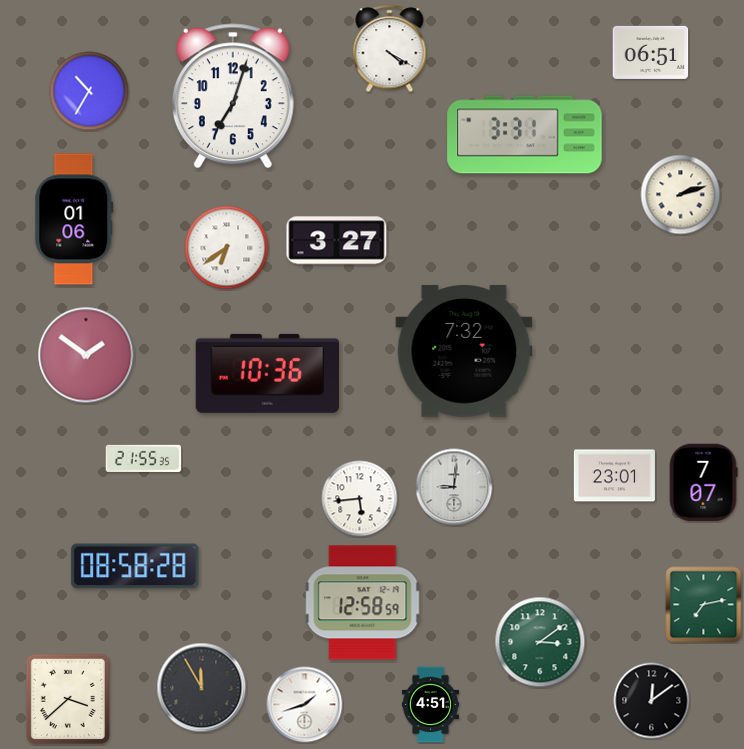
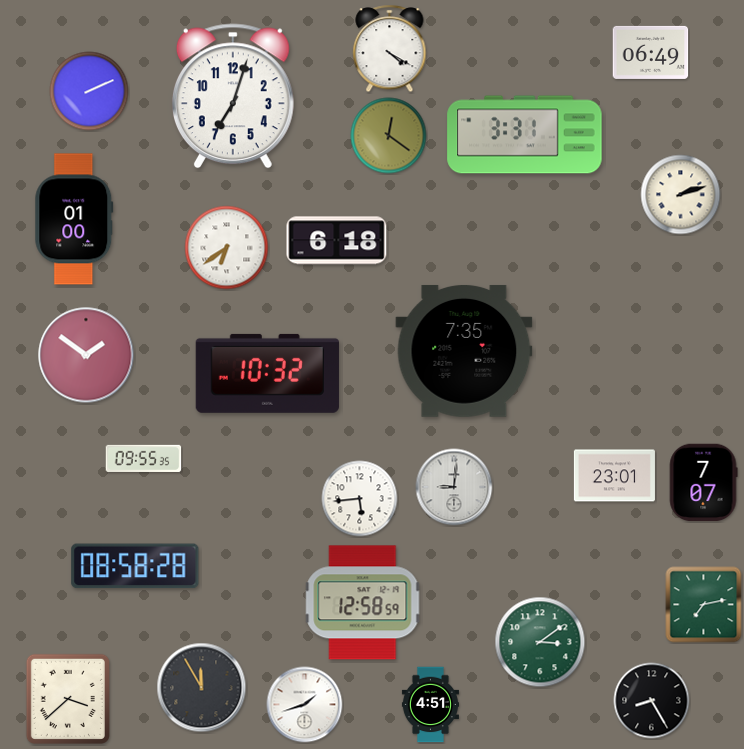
clock at (651, 52): 06:51 -> 06:49
clock at (89, 91): 10:35 -> 2:11
clock at (389, 136): none -> 12:21
clock at (74, 219): 01:06 -> 01:00
clock at (337, 241): 3:27 -> 6:18
clock at (464, 351): 7:32 -> 7:35
clock at (267, 373): 10:36 -> 10:32
clock at (144, 458): 21:55 -> 09:55
clock at (652, 701): 12:09 -> 8:25
